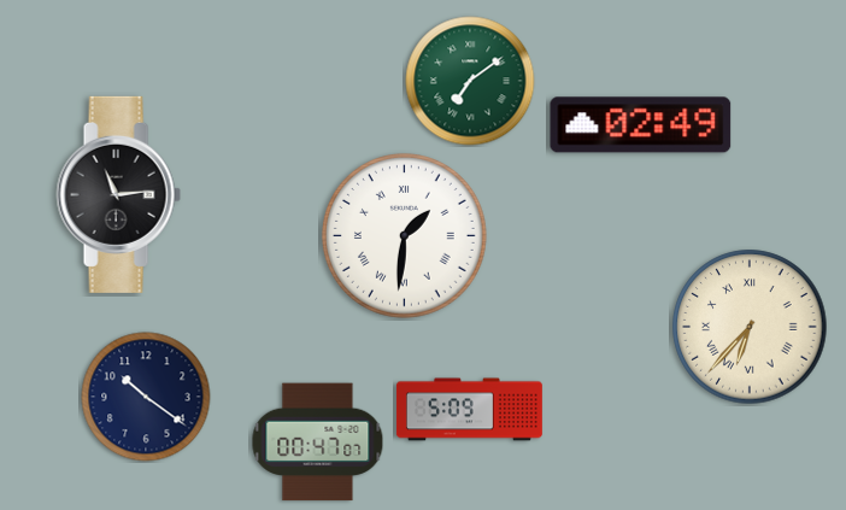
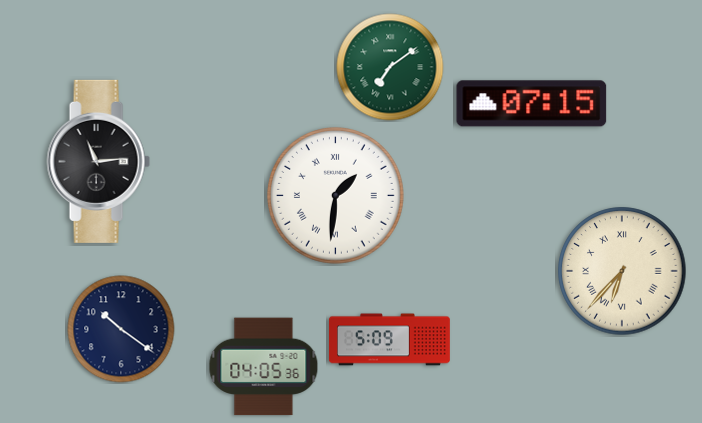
clock at (641, 125): 02:49 -> 07:15
clock at (318, 442): 00:47 -> 04:05
